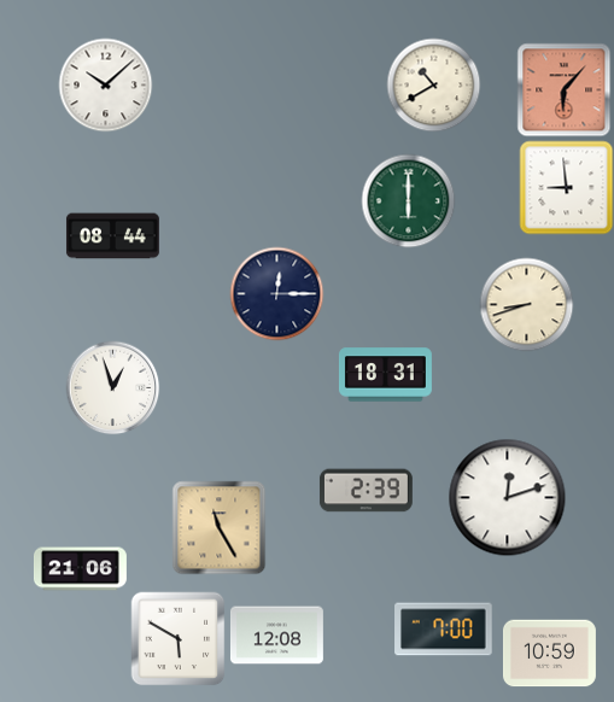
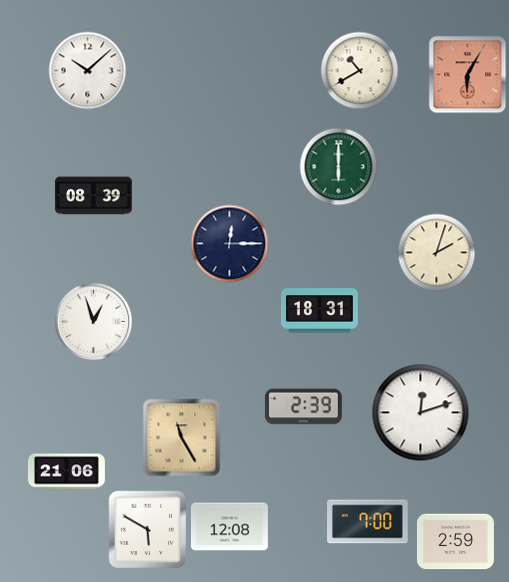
clock at (563, 89): 6:07 -> 6:05
clock at (566, 187): 8:59 -> none
clock at (112, 236): 08:44 -> 08:39
clock at (526, 304): 8:42 -> 2:03
clock at (549, 654): 10:59 -> 2:59
